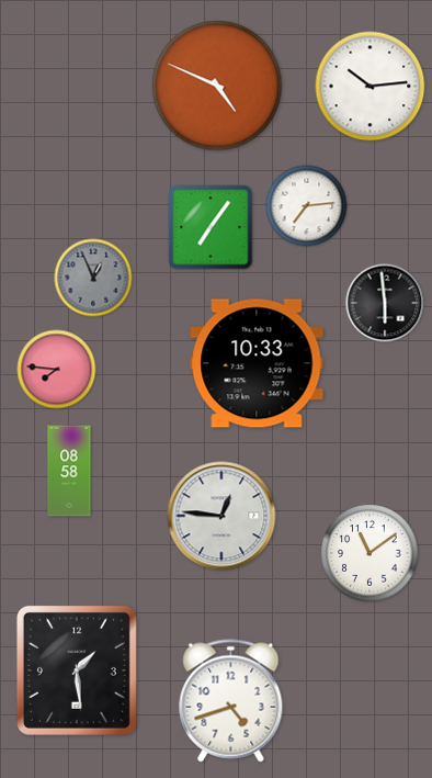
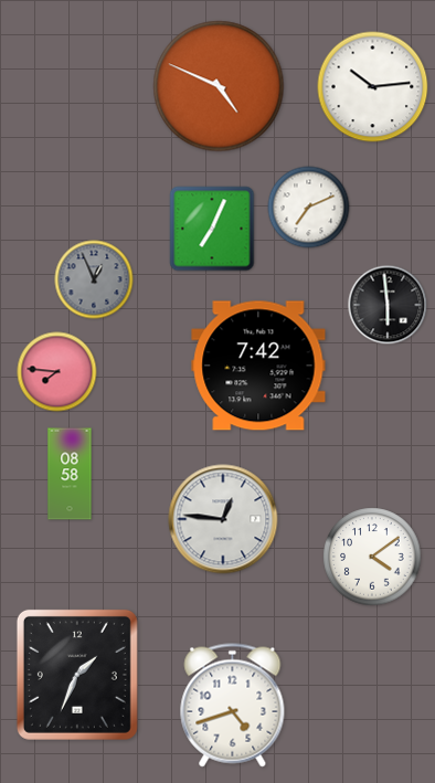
clock at (307, 206): 7:14 -> 7:11
clock at (211, 227): 7:06 -> 7:04
clock at (257, 363): 10:33 -> 7:42
clock at (370, 553): 11:09 -> 4:09
clock at (77, 670): 1:29 -> 1:34
